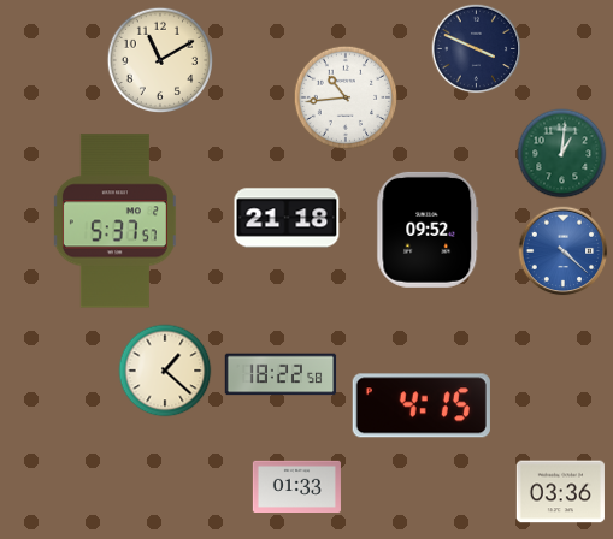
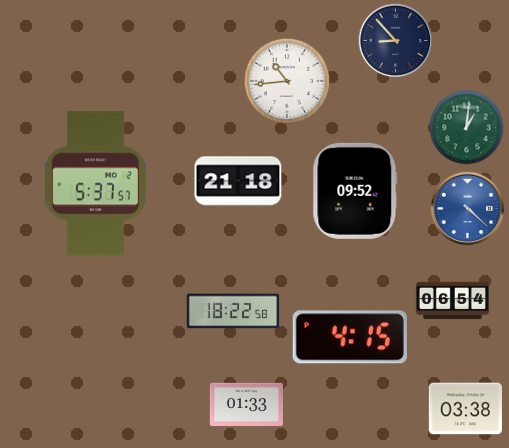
clock at (477, 49): 3:49 -> 8:53
clock at (159, 59): 11:10 -> none
clock at (452, 301): none -> 06:54
clock at (165, 371): 1:22 -> none
clock at (560, 492): 03:36 -> 03:38
